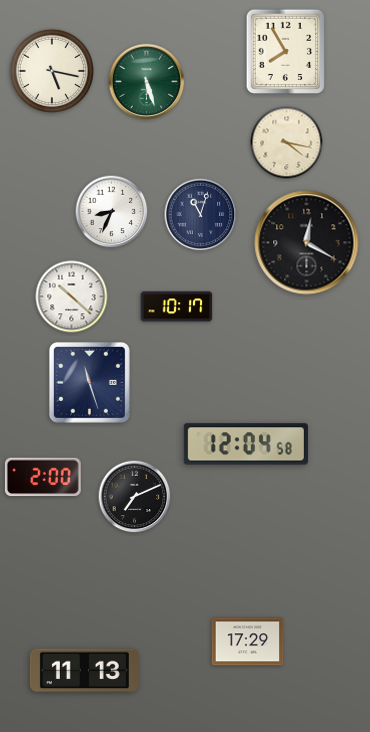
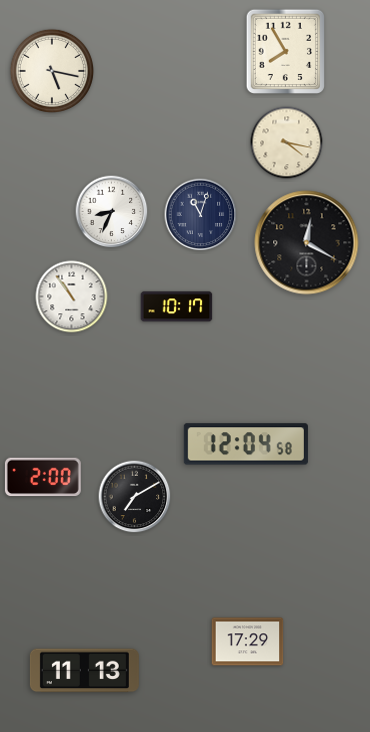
clock at (147, 82): 5:27 -> none
clock at (72, 297): 10:22 -> 10:54
clock at (89, 382): 11:27 -> none
clock at (135, 497): 7:11 -> 7:10
